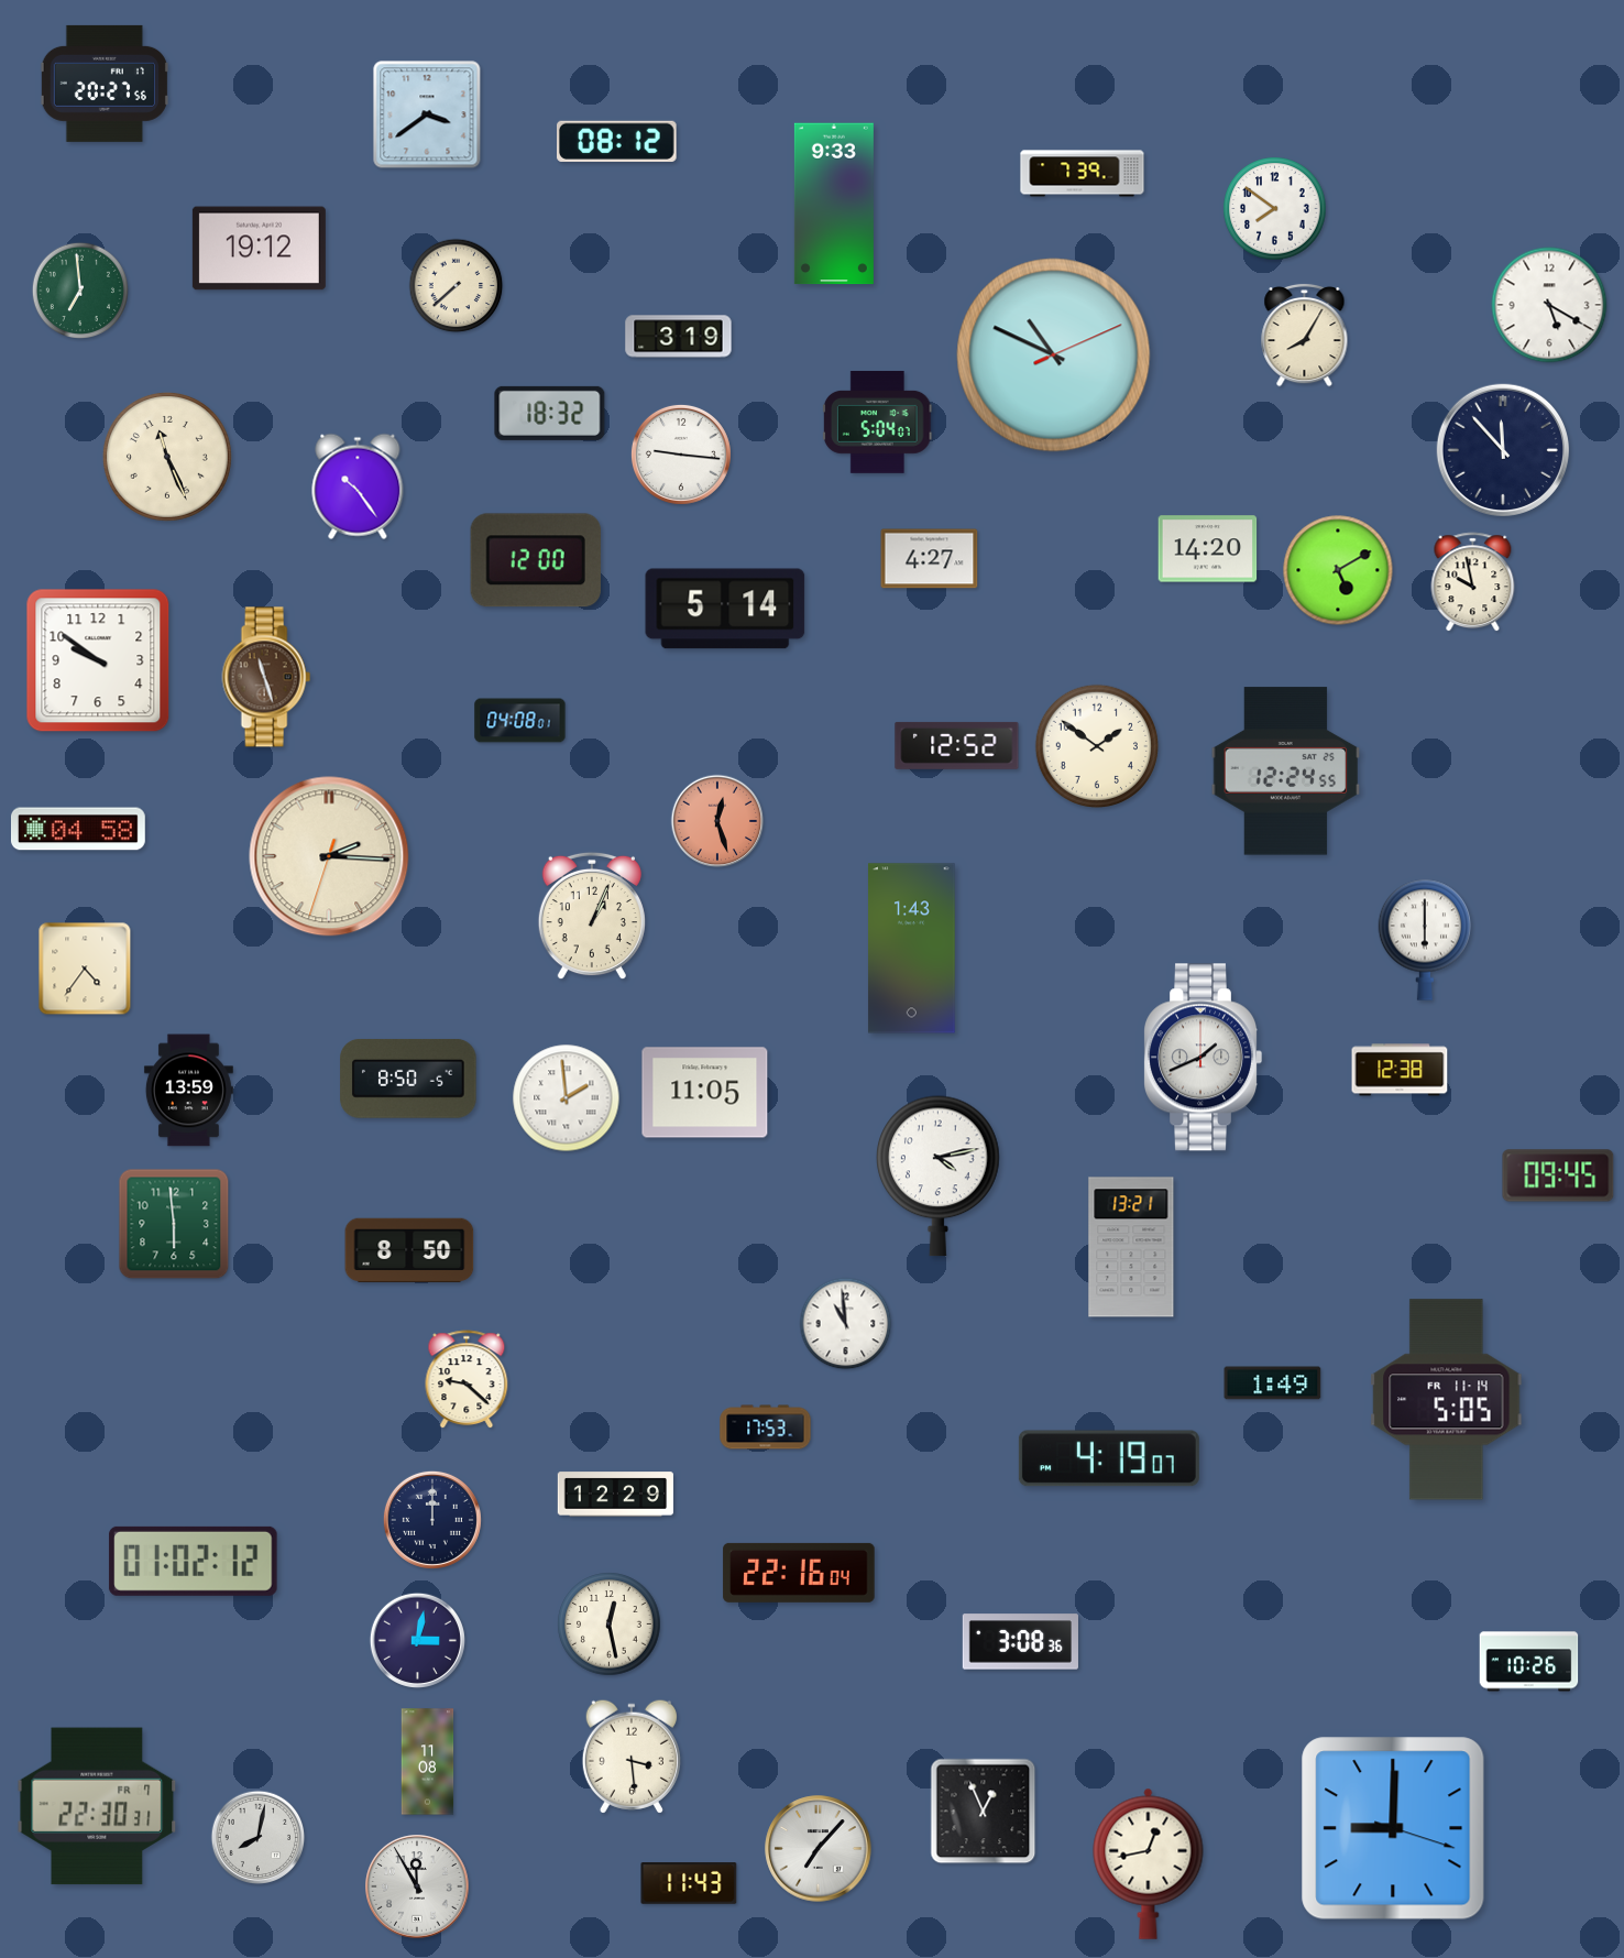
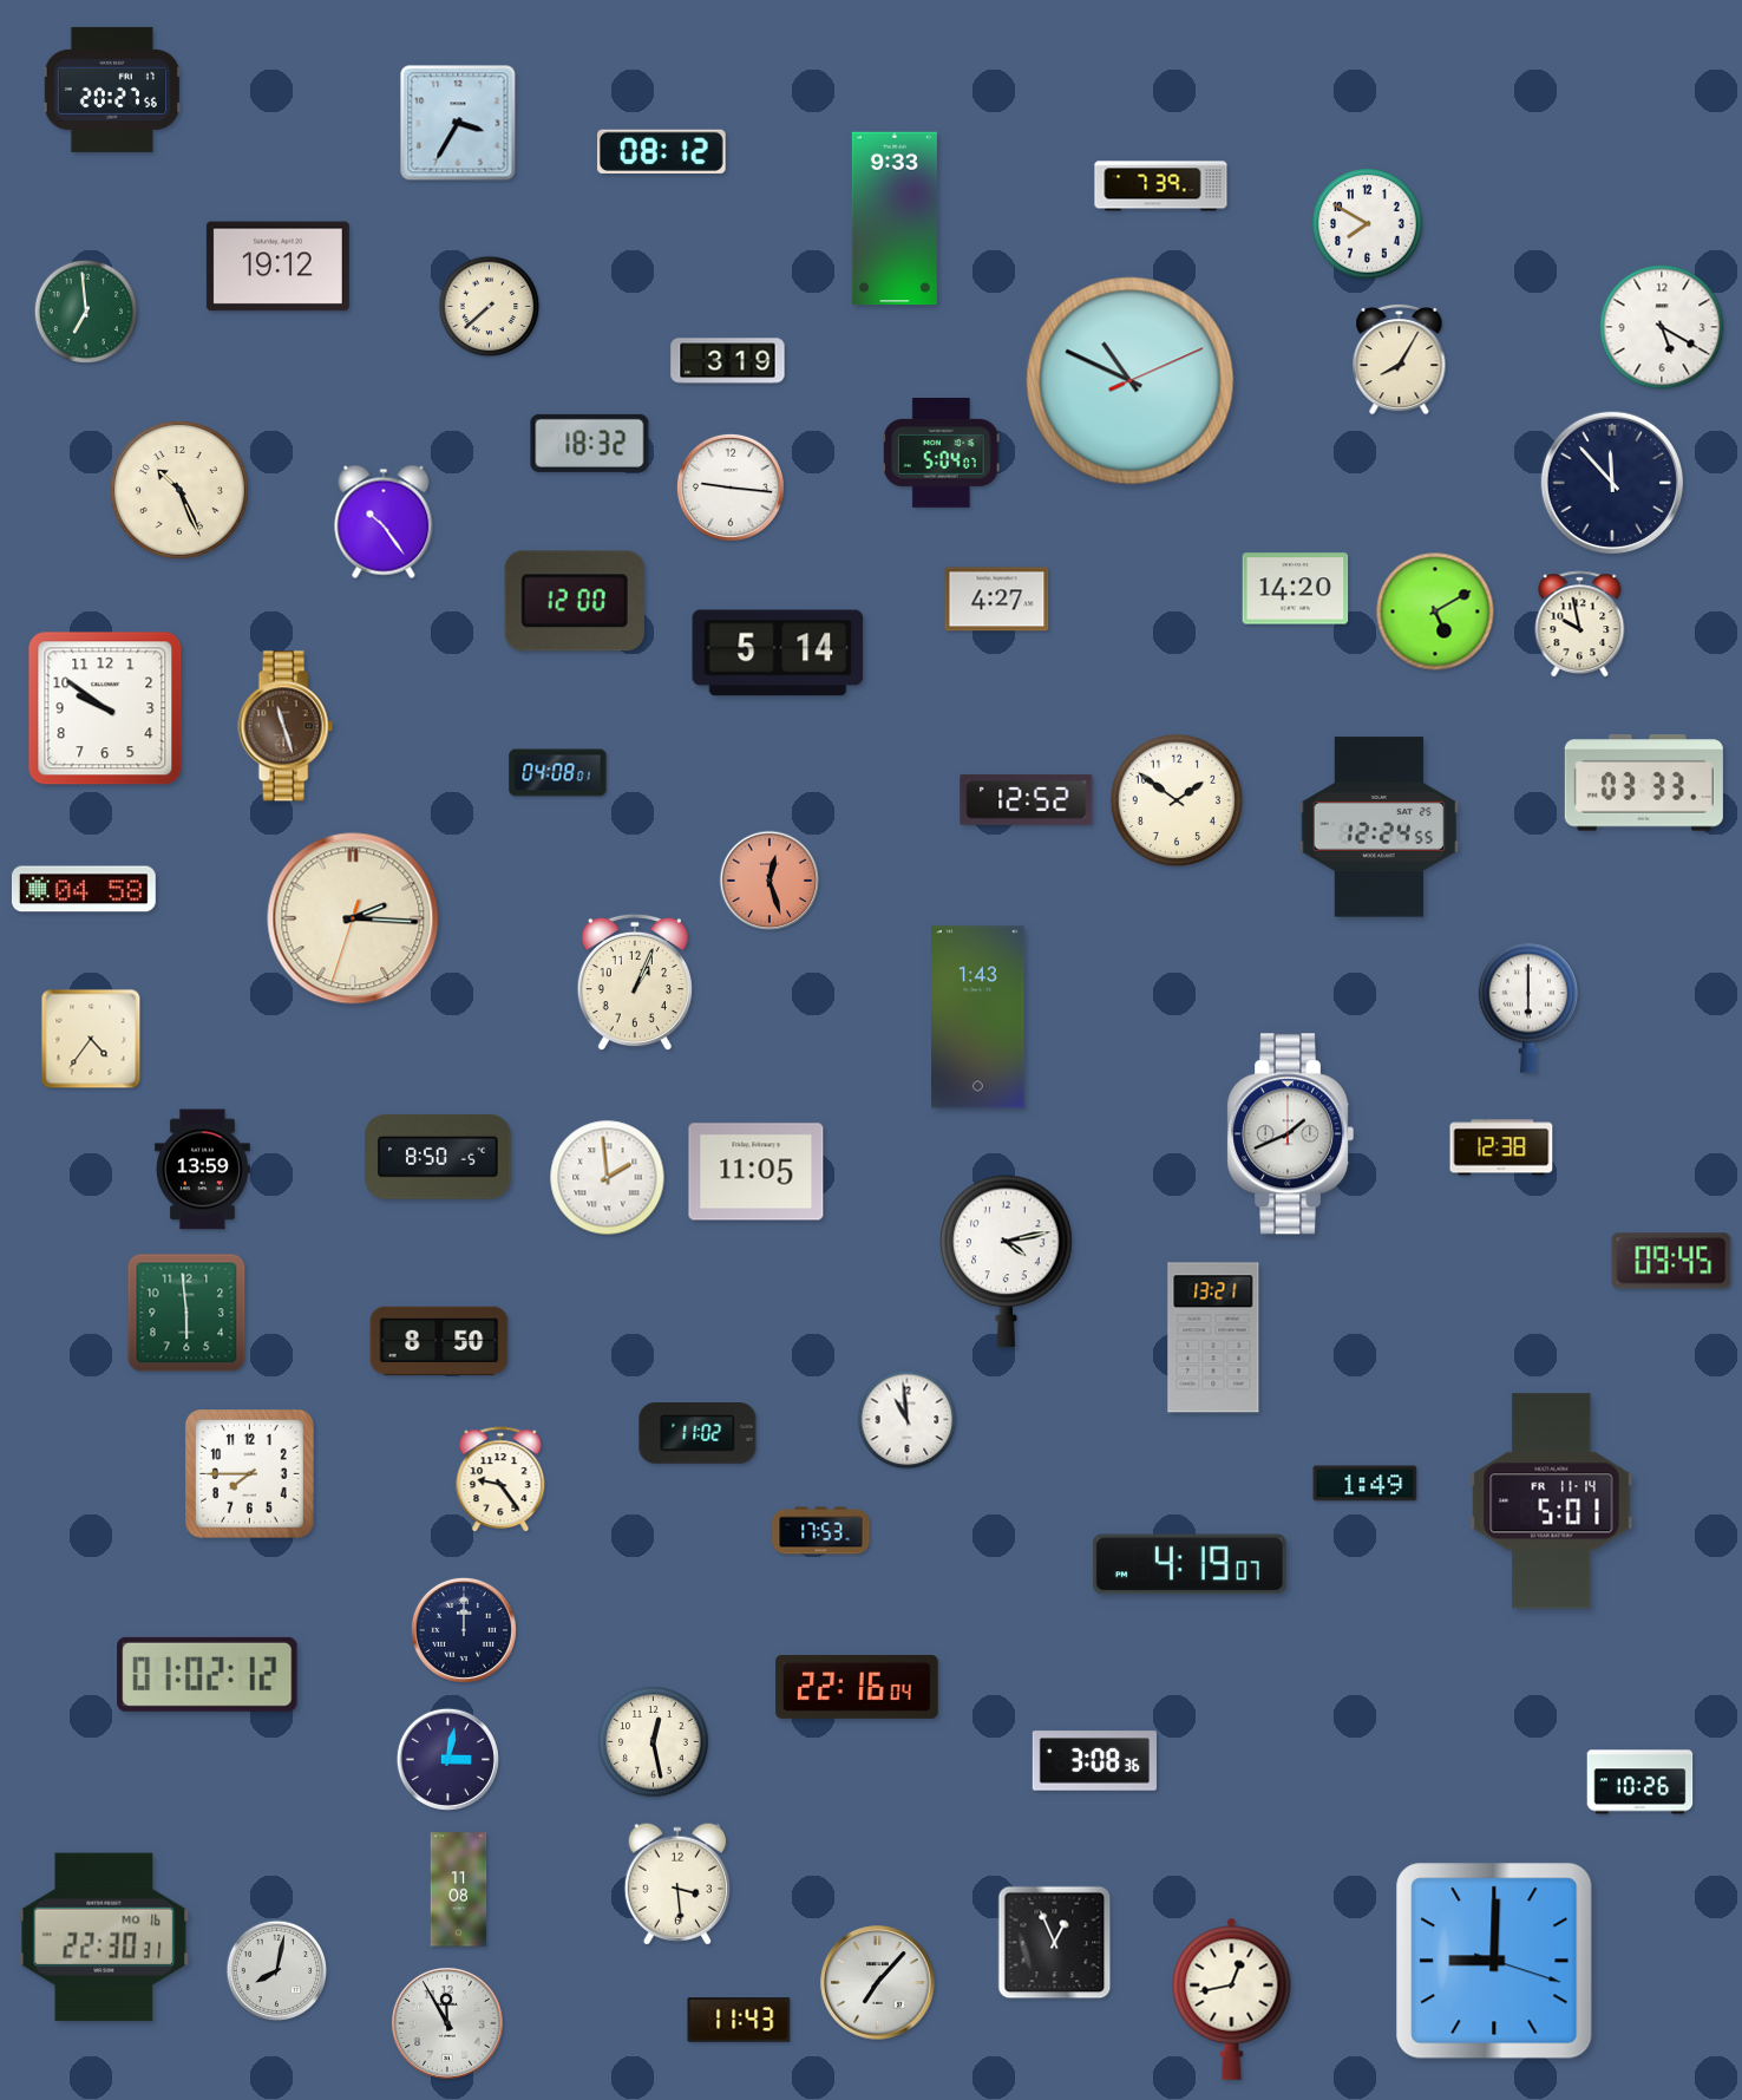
clock at (427, 114): 3:39 -> 3:35
clock at (1275, 209): 7:51 -> 7:50
clock at (167, 457): 11:26 -> 10:26
clock at (1644, 783): none -> 03:33
clock at (698, 1434): none -> 11:02
clock at (250, 1474): none -> 7:45
clock at (467, 1380): 9:22 -> 9:24
clock at (1447, 1400): 5:05 -> 5:01
clock at (615, 1495): 12:29 -> none
clock at (97, 1806) date: FR 7 -> MO 16
